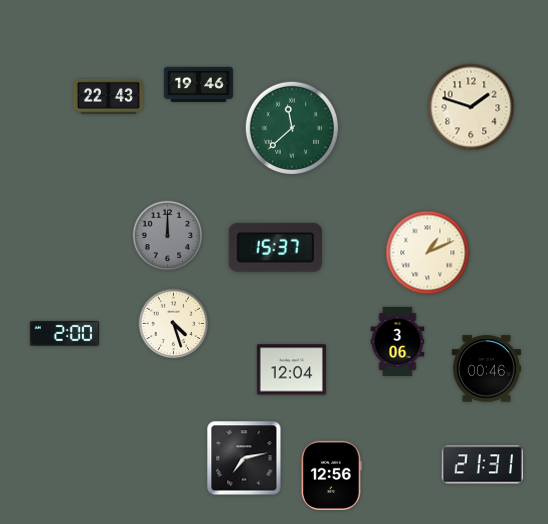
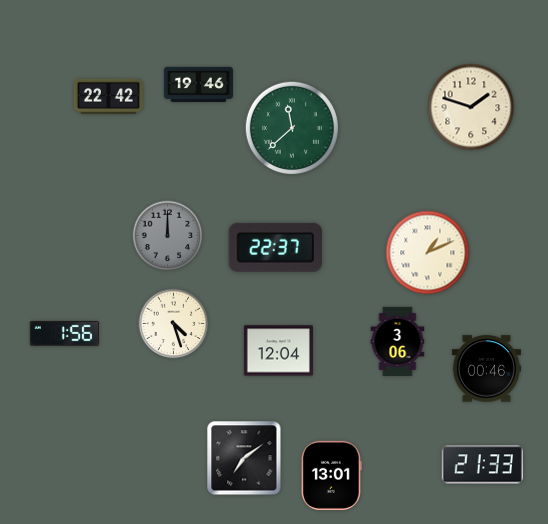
clock at (108, 96): 22:43 -> 22:42
clock at (275, 247): 15:37 -> 22:37
clock at (64, 333): 2:00 -> 1:56
clock at (291, 370) position: (291, 370) -> (278, 351)
clock at (244, 458): 7:13 -> 7:09
clock at (482, 465): 21:31 -> 21:33
clock at (331, 475): 12:56 -> 13:01
